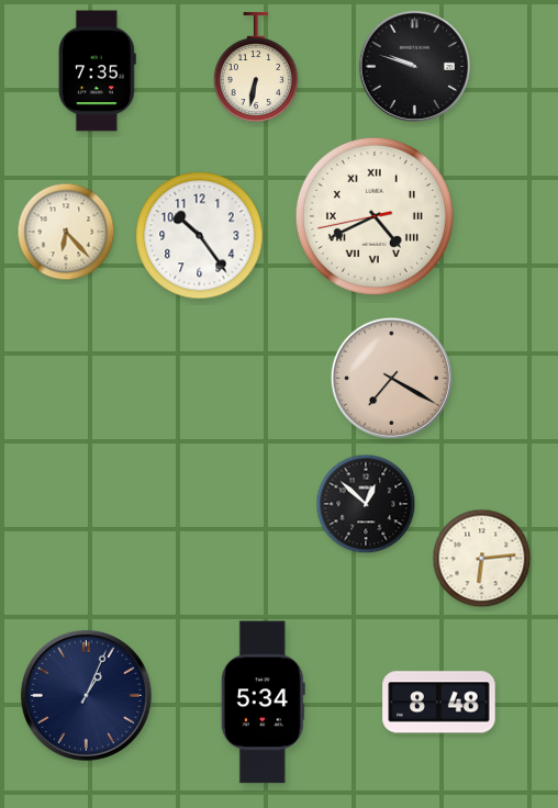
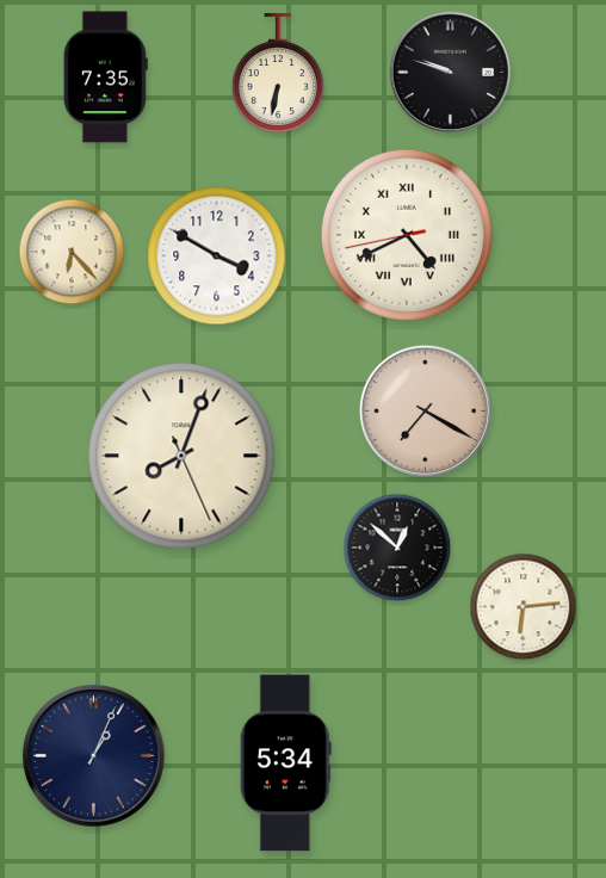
clock at (200, 236): 10:24 -> 3:50
clock at (181, 456): none -> 8:03
clock at (439, 703): 8:48 -> none
